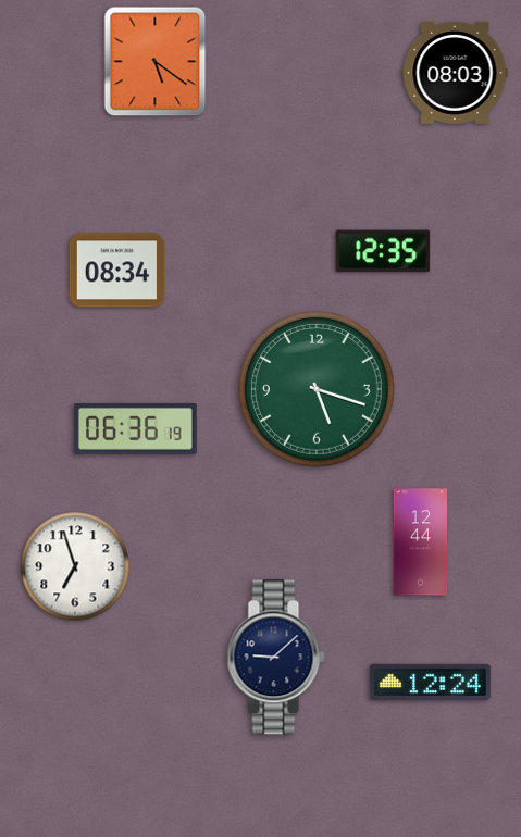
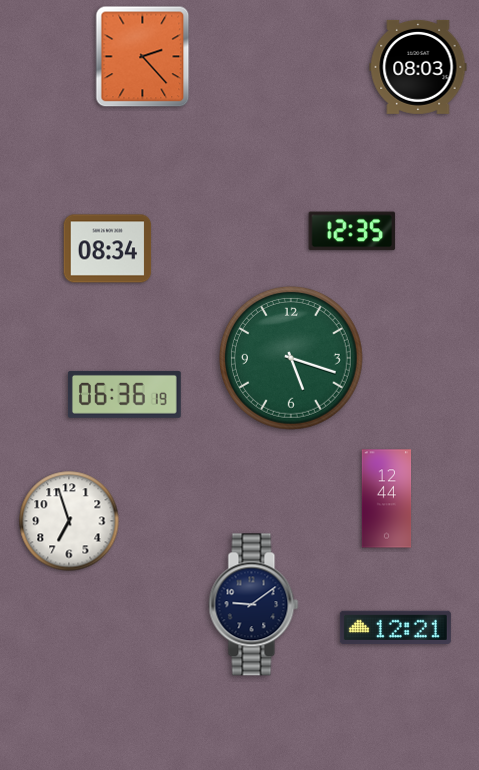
clock at (156, 62): 5:21 -> 2:23
clock at (276, 658): 9:08 -> 9:09
clock at (430, 682): 12:24 -> 12:21
